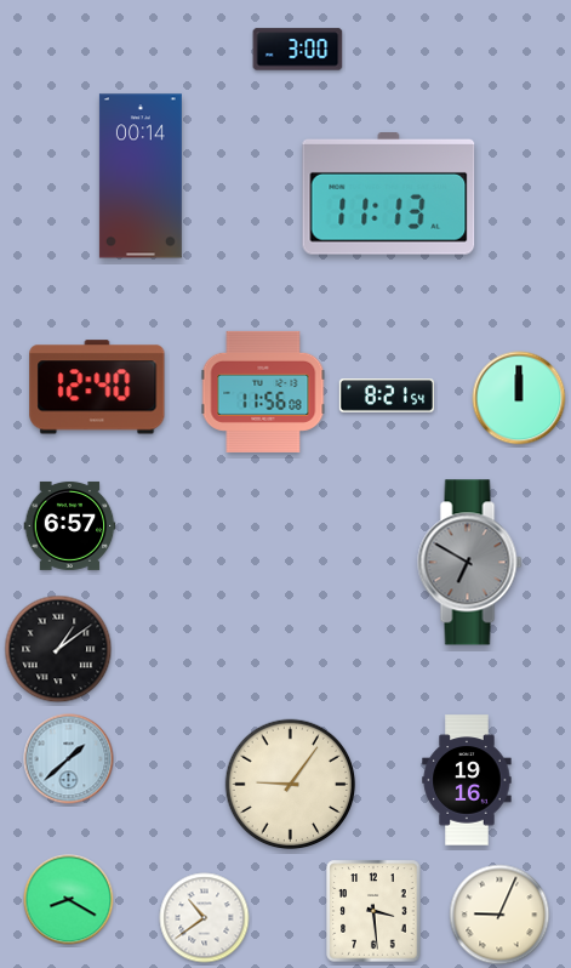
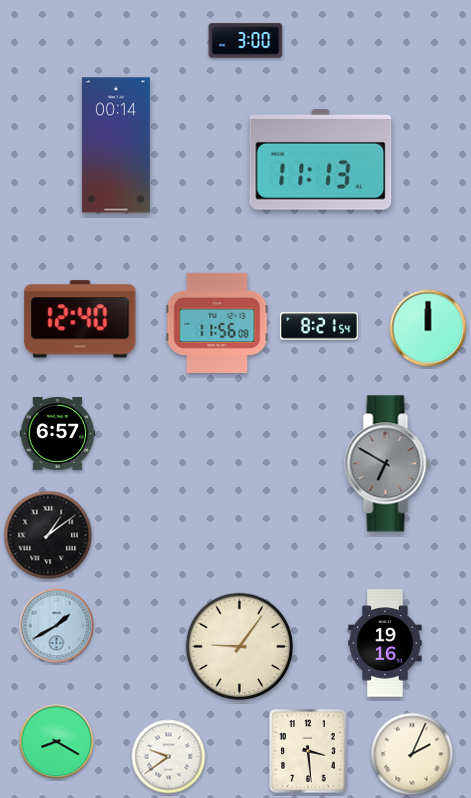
clock at (69, 759): 1:38 -> 1:40
clock at (499, 915): 9:04 -> 2:04
clock at (205, 918): 10:39 -> 9:39
